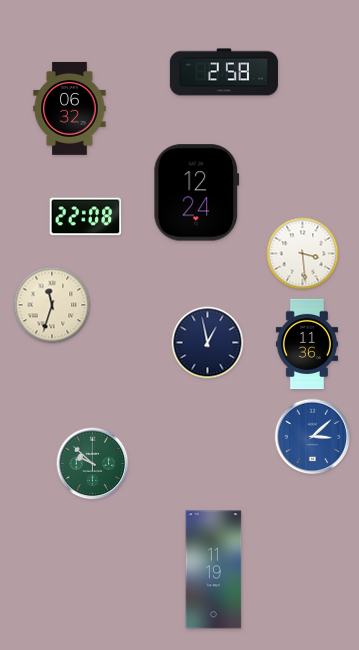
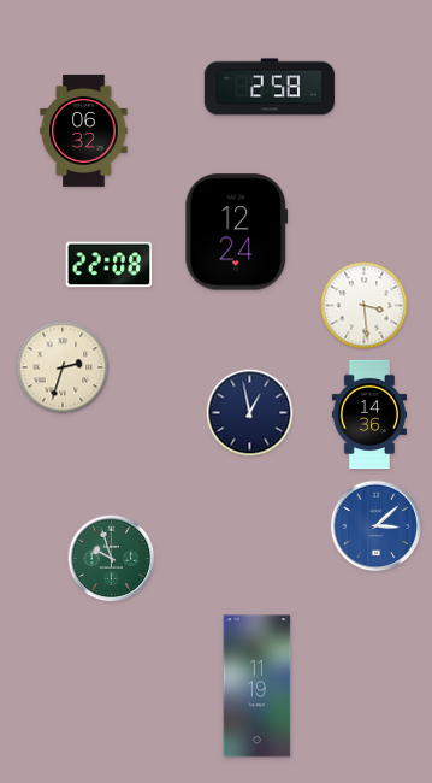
clock at (86, 217) position: (86, 217) -> (110, 265)
clock at (52, 305): 11:33 -> 2:33
clock at (307, 344): 11:36 -> 14:36
clock at (93, 464): 9:52 -> 9:57
